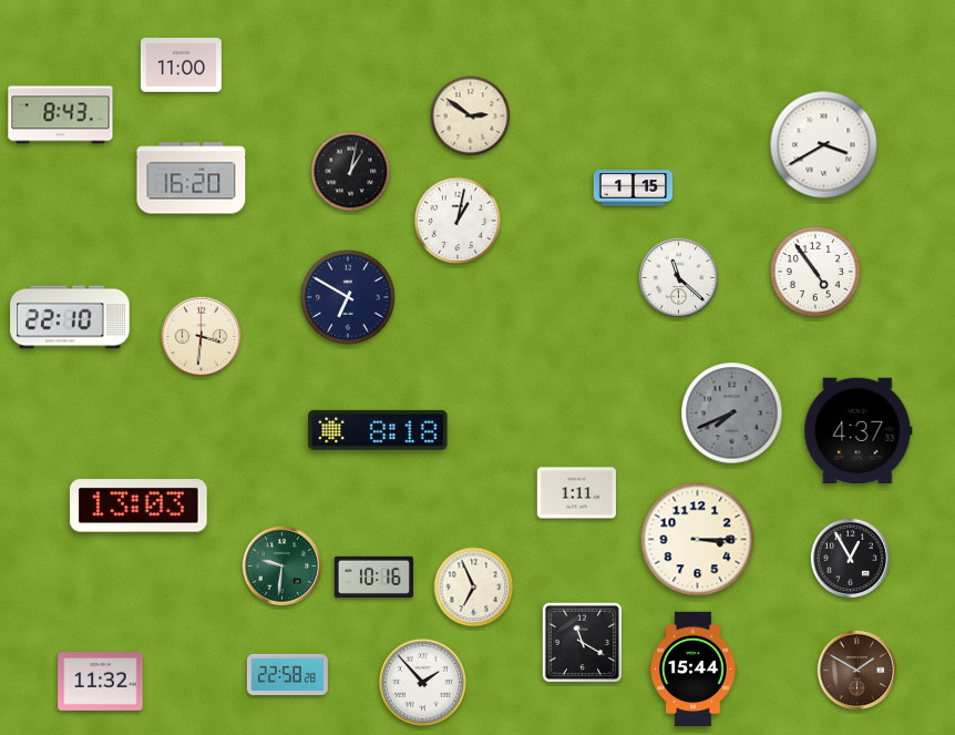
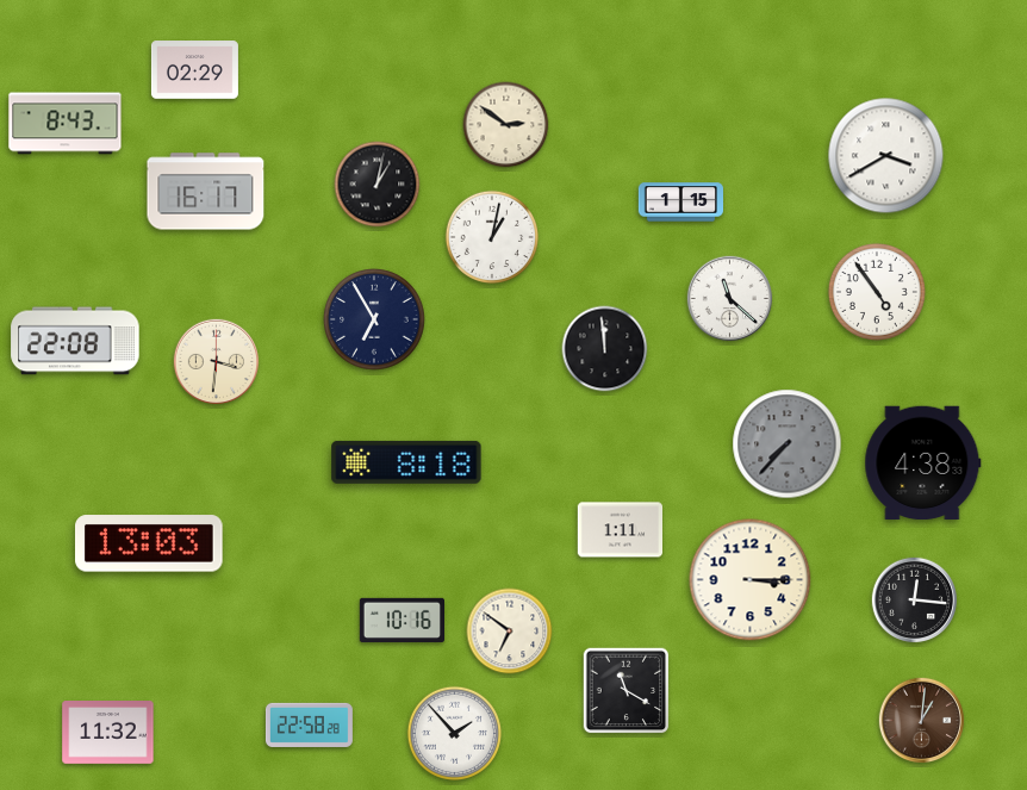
clock at (181, 65): 11:00 -> 02:29
clock at (192, 178): 16:20 -> 16:17
clock at (348, 297): 6:50 -> 6:55
clock at (70, 317): 22:10 -> 22:08
clock at (605, 349): none -> 11:59
clock at (732, 414): 7:41 -> 7:37
clock at (859, 431): 4:37 -> 4:38
clock at (851, 559): 12:55 -> 12:16
clock at (283, 566): 9:31 -> none
clock at (474, 588): 6:56 -> 6:51
clock at (694, 668): 15:44 -> none
clock at (858, 671): 1:50 -> 1:01
